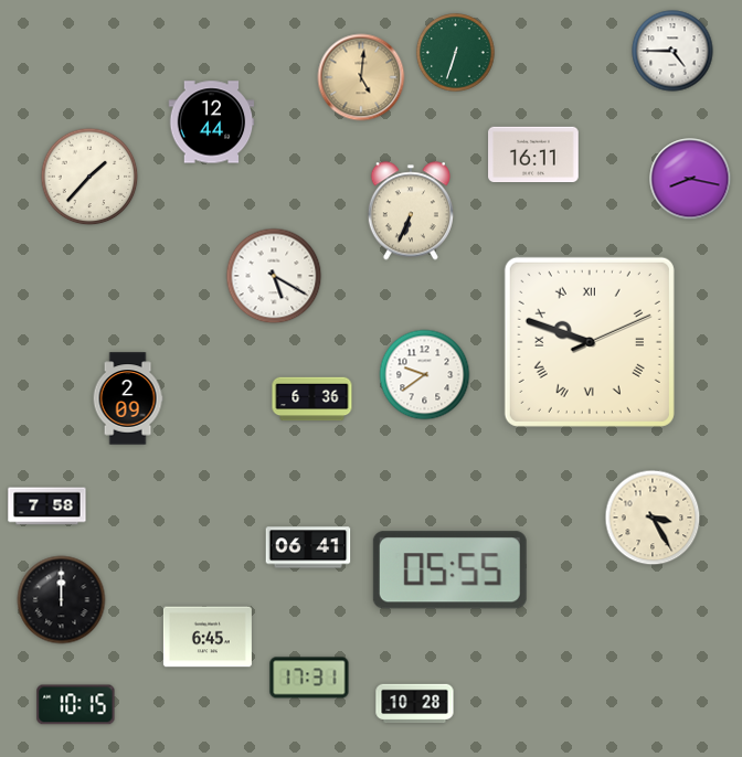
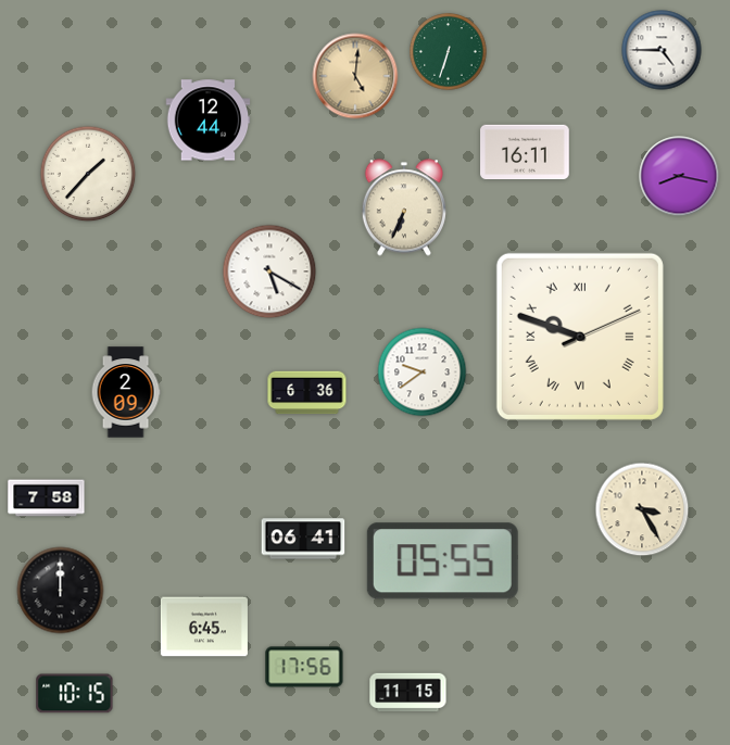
clock at (425, 375) position: (425, 375) -> (423, 372)
clock at (309, 678): 17:31 -> 17:56
clock at (415, 704): 10:28 -> 11:15
